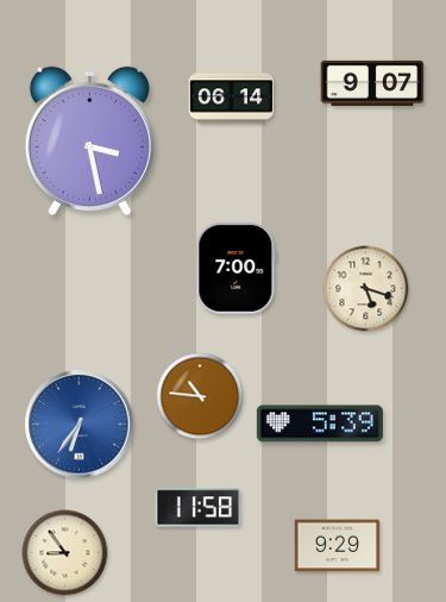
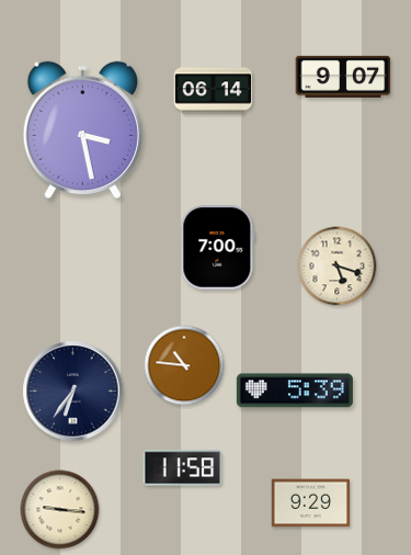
clock at (80, 425) dial: blue -> navy
clock at (65, 553): 8:54 -> 9:16
